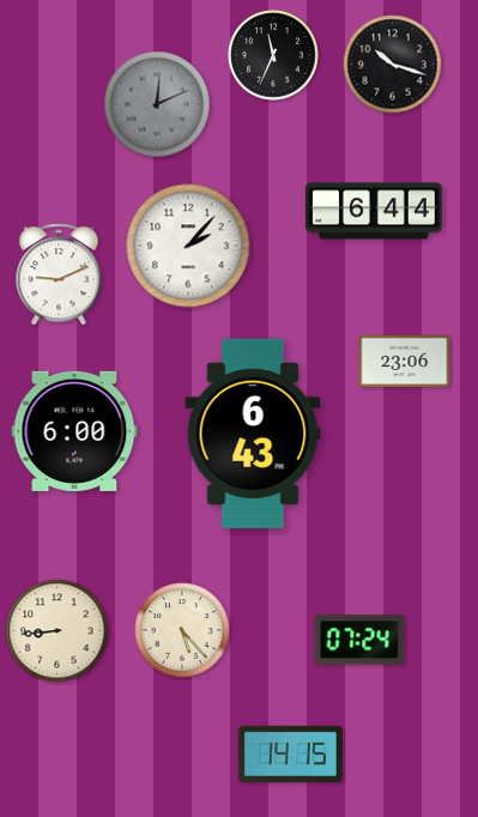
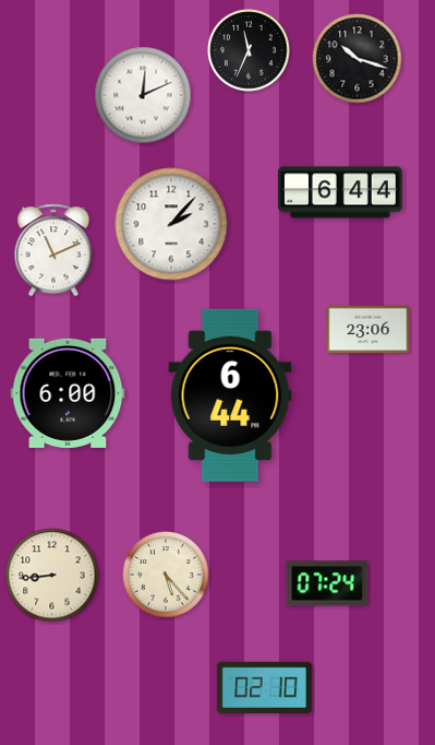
clock at (157, 104) dial: grey -> white
clock at (59, 274): 9:11 -> 11:11
clock at (253, 434): 6:43 -> 6:44
clock at (290, 754): 14:15 -> 02:10
